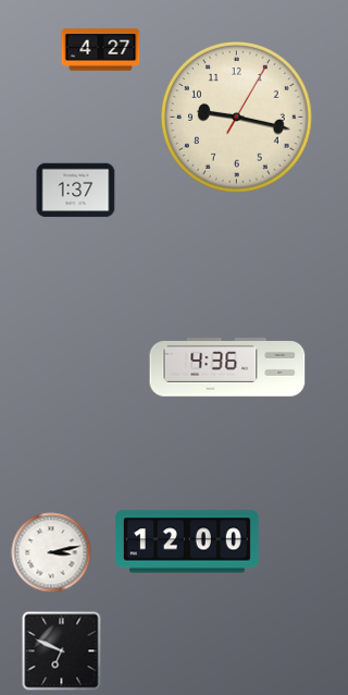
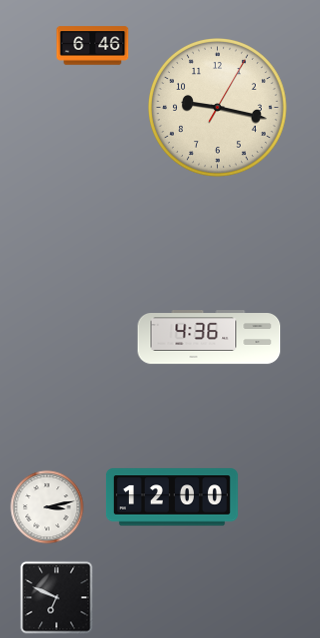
clock at (101, 50): 4:27 -> 6:46
clock at (76, 191): 1:37 -> none
